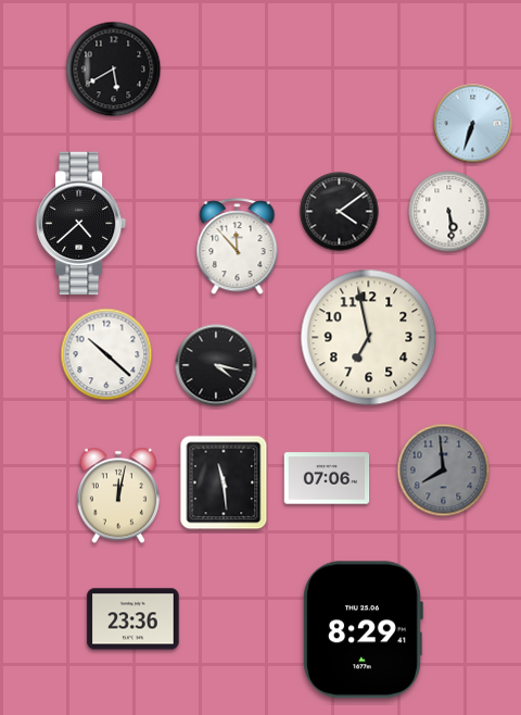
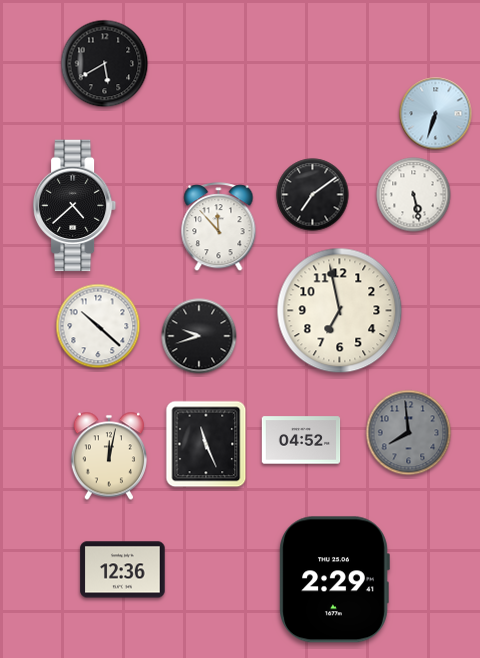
clock at (340, 212): 4:09 -> 7:09
clock at (449, 212): 5:29 -> 5:28
clock at (216, 365): 4:17 -> 9:42
clock at (327, 478): 07:06 -> 04:52
clock at (224, 482): 11:29 -> 11:26
clock at (134, 619): 23:36 -> 12:36
clock at (363, 630): 8:29 -> 2:29
